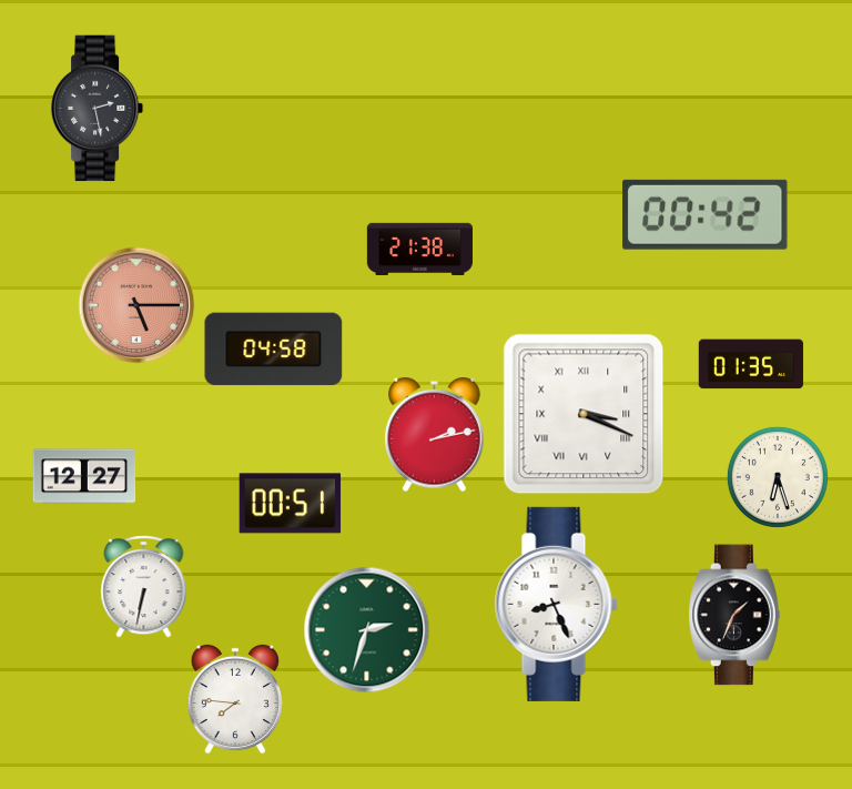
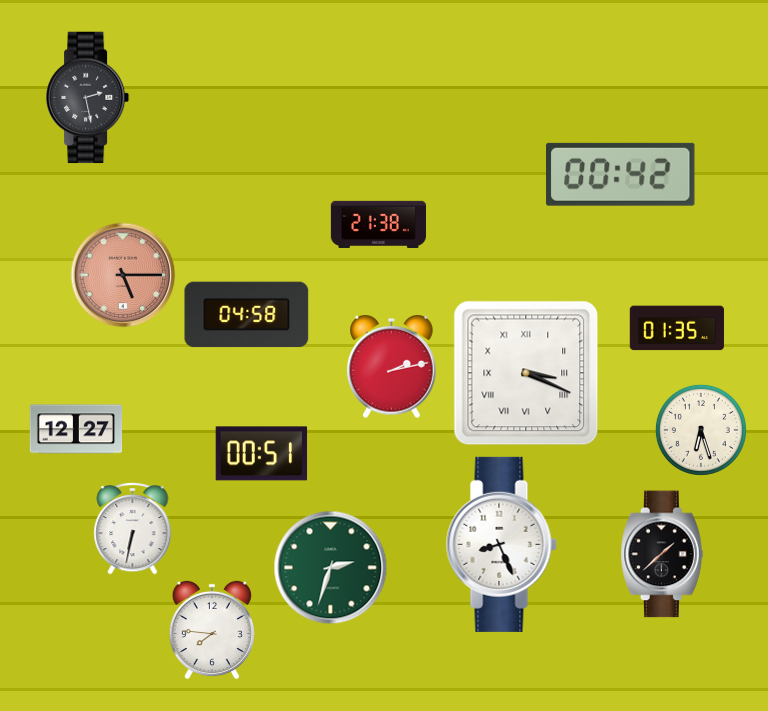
clock at (706, 214) position: (706, 214) -> (621, 174)
clock at (435, 435) position: (435, 435) -> (392, 367)
clock at (144, 587) position: (144, 587) -> (133, 529)
clock at (734, 615): 1:34 -> 1:38
